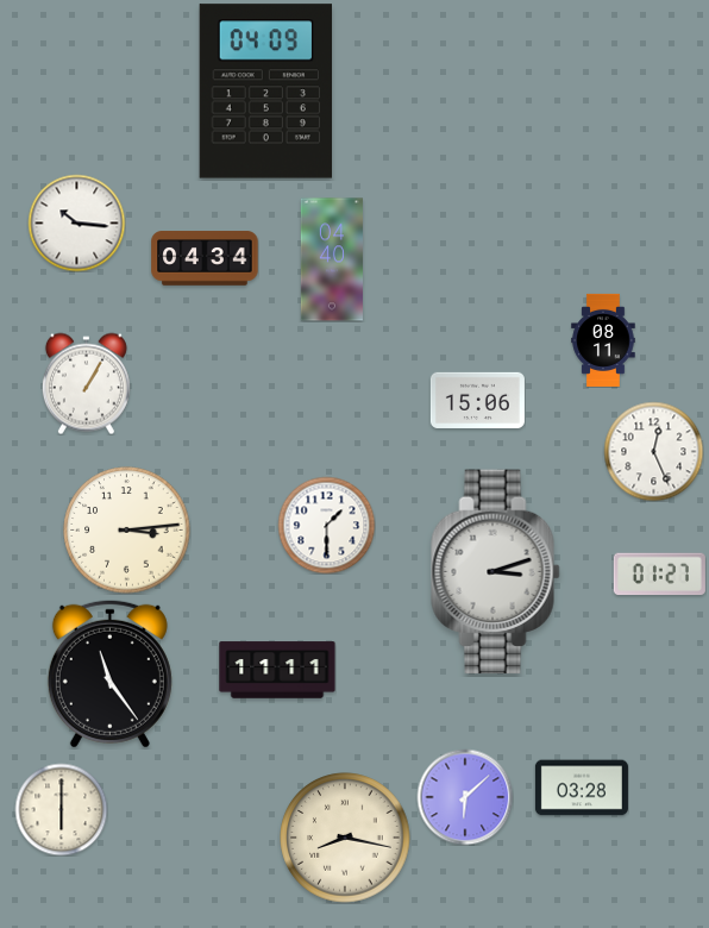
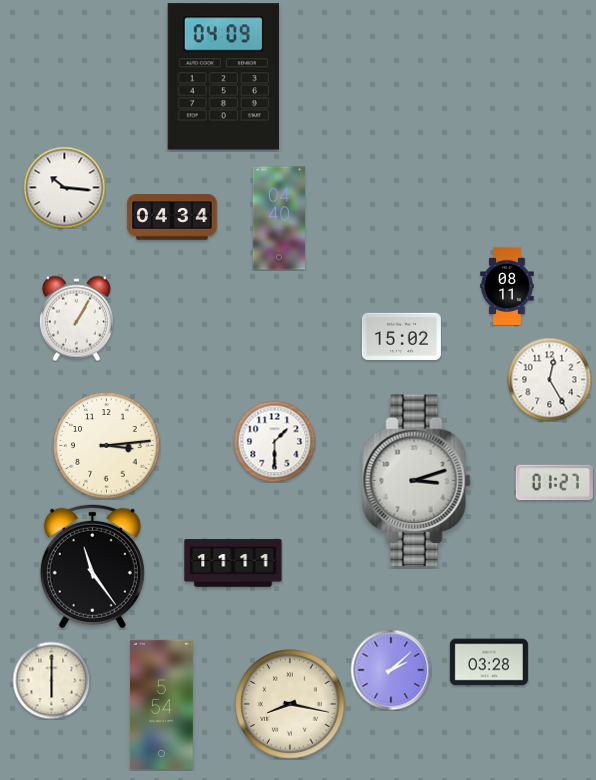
clock at (86, 383) position: (86, 383) -> (76, 318)
clock at (477, 400): 15:06 -> 15:02
clock at (653, 451): 12:26 -> 12:25
clock at (465, 797): 6:08 -> 2:08
clock at (161, 704): none -> 5:54
